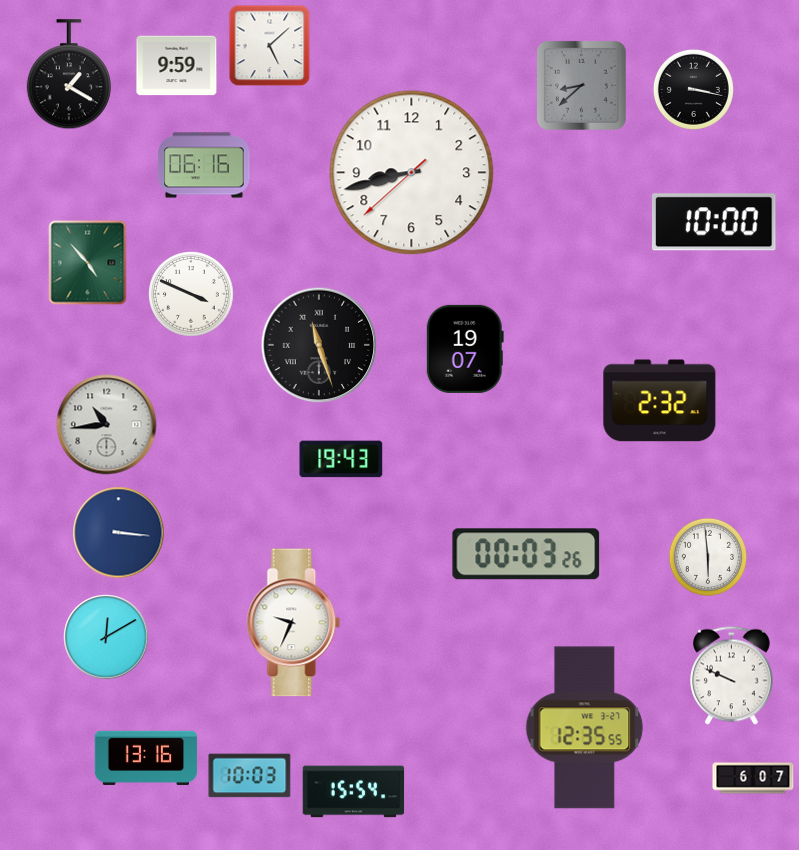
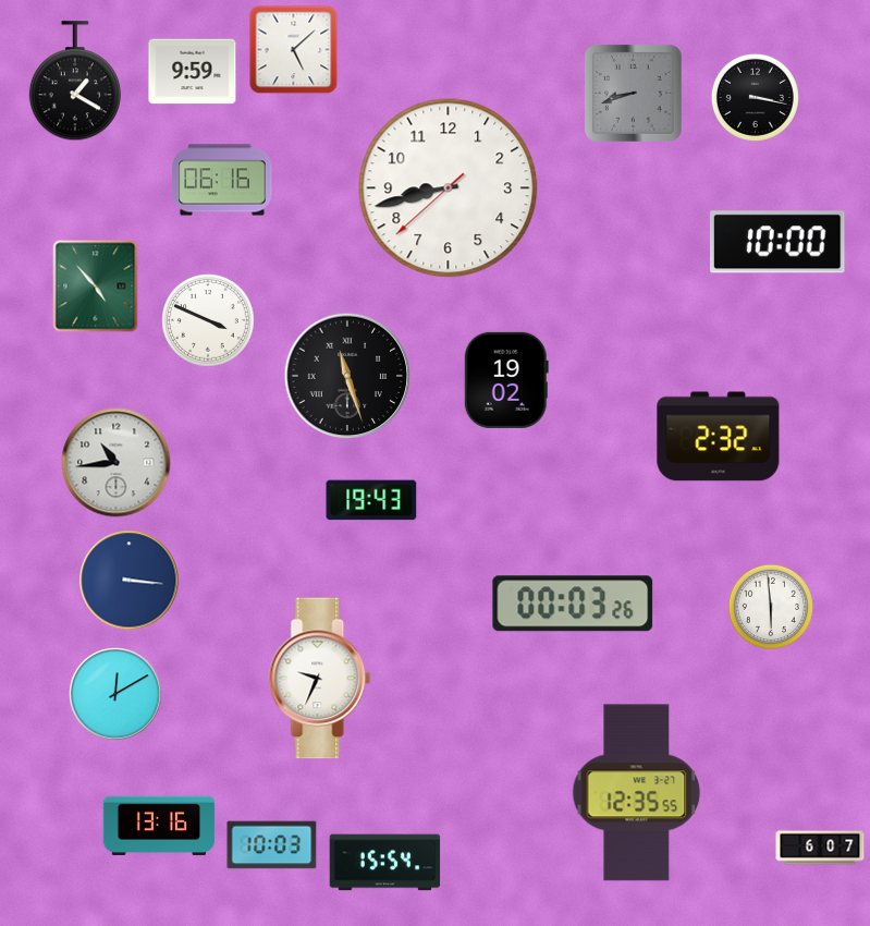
clock at (582, 86): 8:38 -> 8:42
clock at (465, 349): 19:07 -> 19:02
clock at (732, 676): 9:49 -> none
